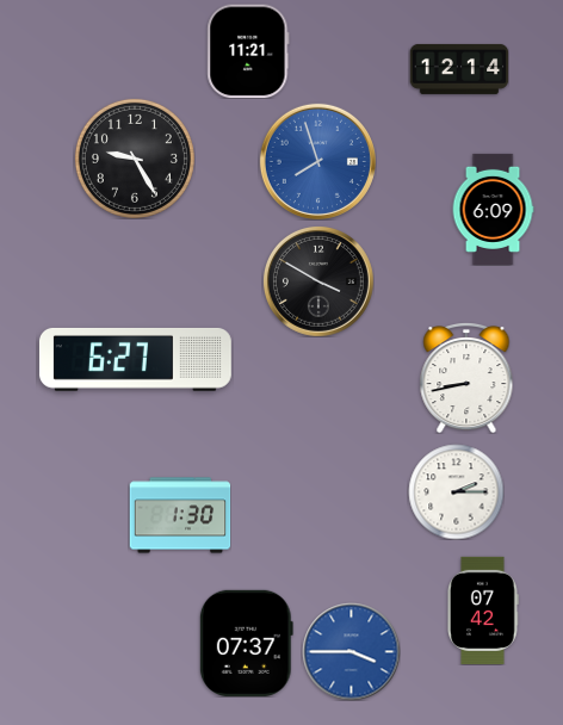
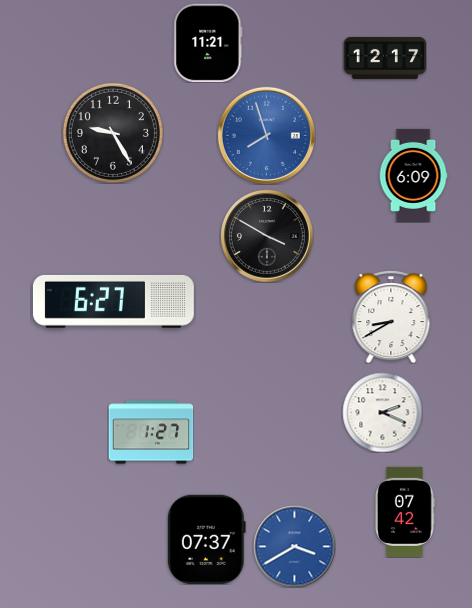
clock at (459, 69): 12:14 -> 12:17
clock at (466, 378): 8:43 -> 8:40
clock at (456, 491): 2:15 -> 2:19
clock at (180, 515): 1:30 -> 1:27
clock at (351, 651): 3:45 -> 3:40
